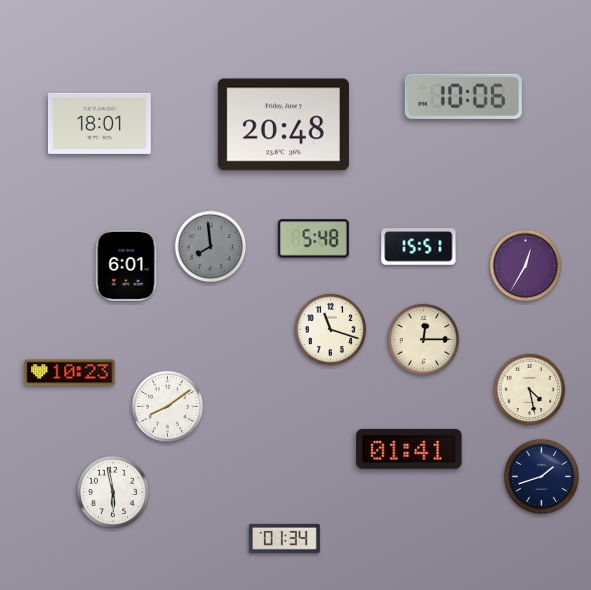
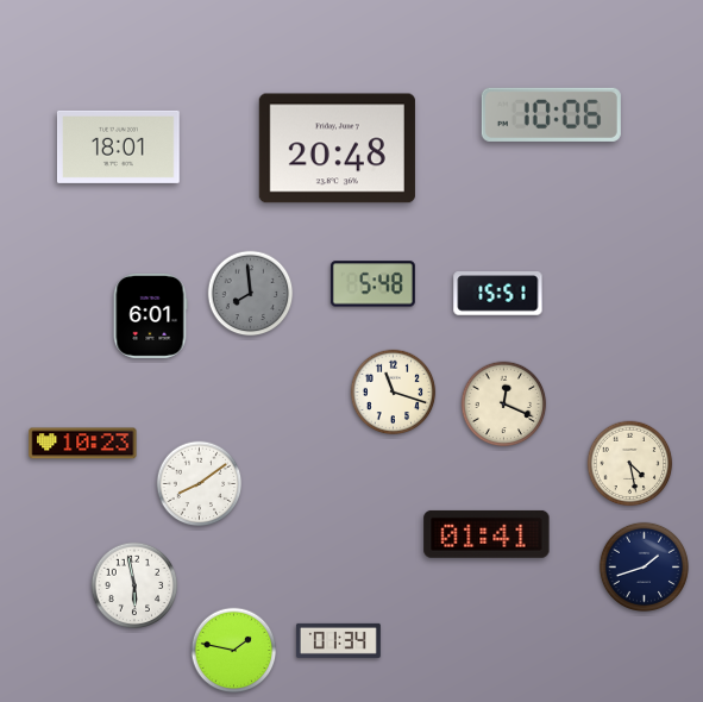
clock at (526, 266): 12:35 -> none
clock at (424, 340): 12:15 -> 12:19
clock at (234, 651): none -> 1:47
